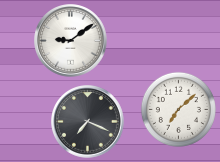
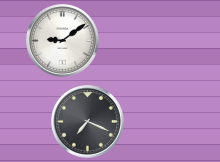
clock at (71, 41) position: (71, 41) -> (63, 41)
clock at (178, 109): 7:08 -> none
